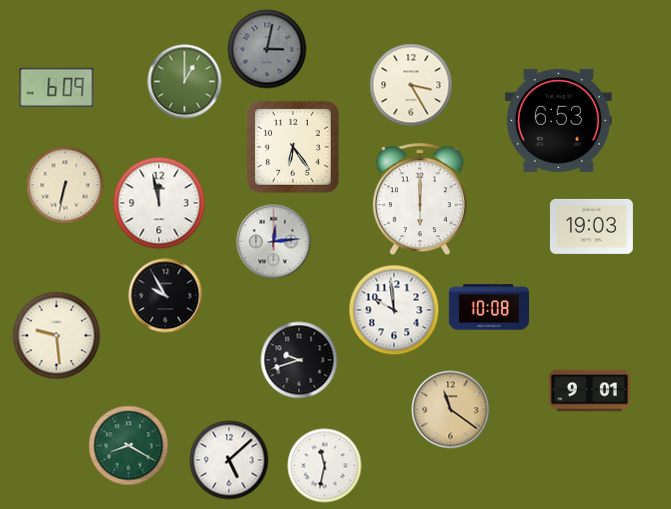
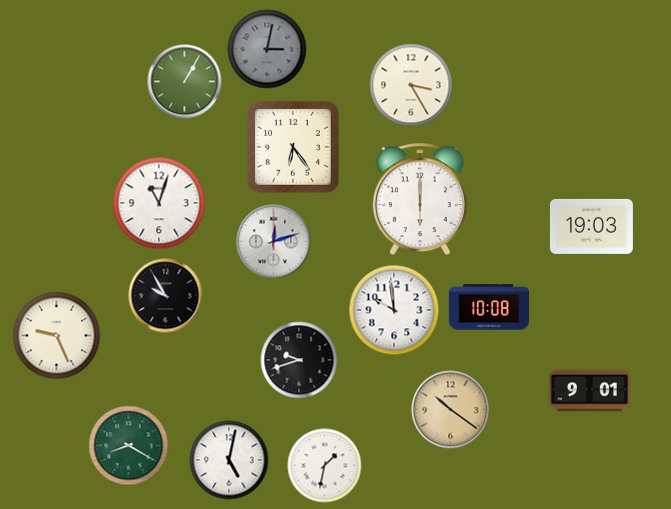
clock at (185, 82): 1:00 -> 1:05
clock at (57, 87): 6:09 -> none
clock at (558, 120): 6:53 -> none
clock at (65, 185): 6:32 -> none
clock at (159, 203): 11:58 -> 11:03
clock at (274, 242): 12:14 -> 12:12
clock at (57, 336): 9:29 -> 9:26
clock at (451, 410): 11:21 -> 10:21
clock at (229, 460): 5:08 -> 5:02
clock at (325, 466): 11:32 -> 1:32
